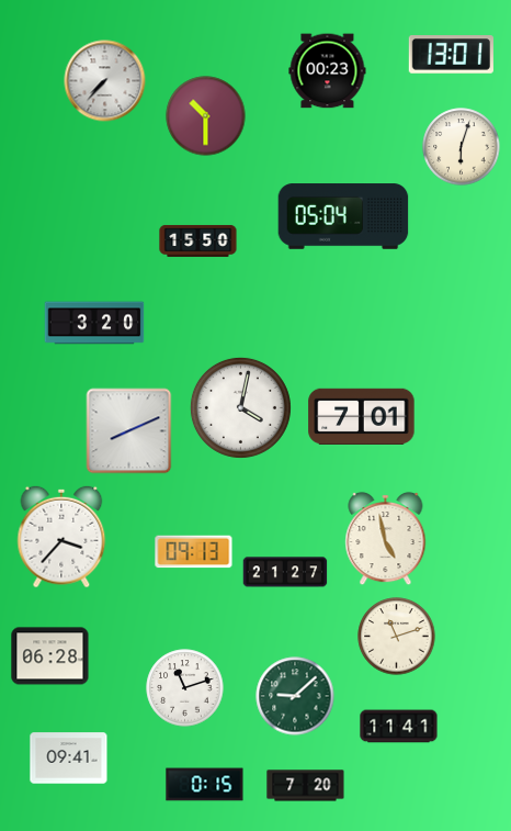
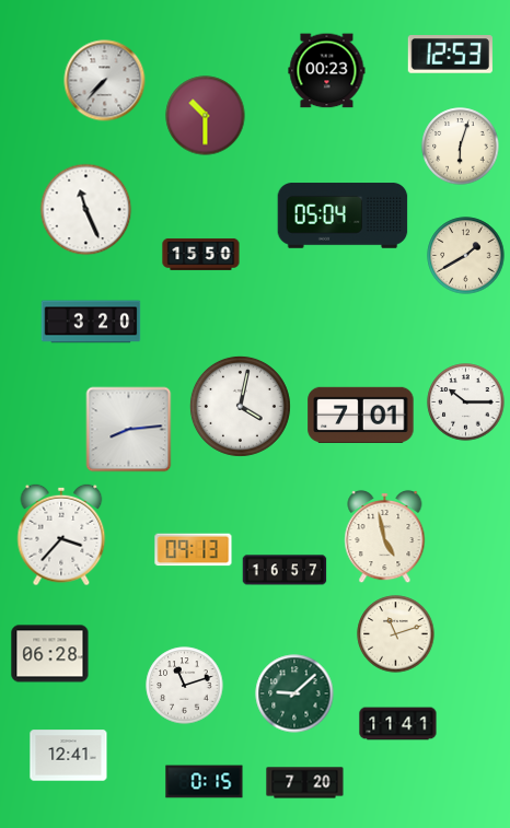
clock at (451, 55): 13:01 -> 12:53
clock at (86, 210): none -> 11:26
clock at (198, 240) position: (198, 240) -> (201, 254)
clock at (466, 256): none -> 1:40
clock at (94, 323) position: (94, 323) -> (91, 322)
clock at (466, 403): none -> 10:15
clock at (129, 431): 8:11 -> 8:14
clock at (285, 572): 21:27 -> 16:57
clock at (69, 759): 09:41 -> 12:41
